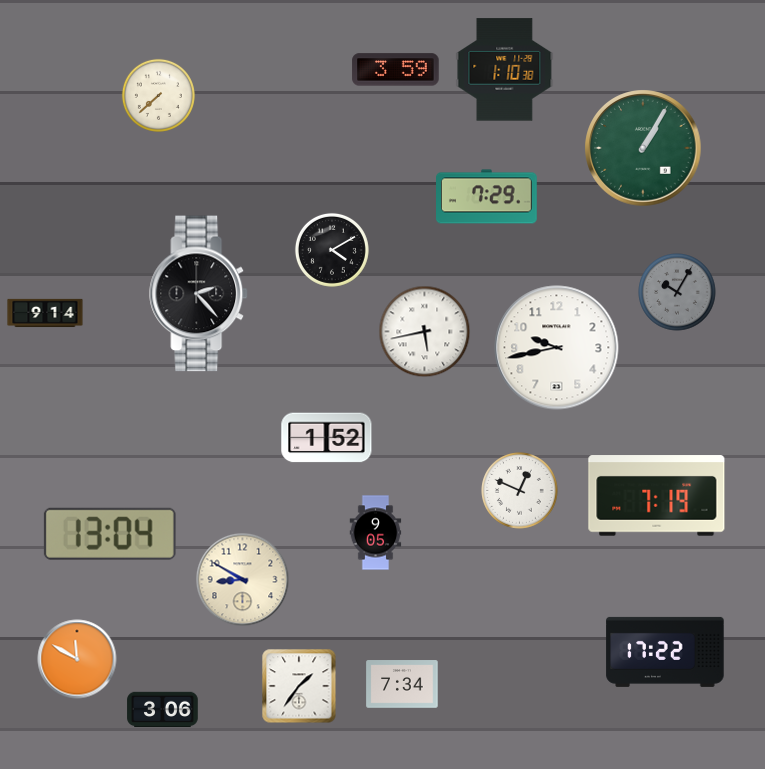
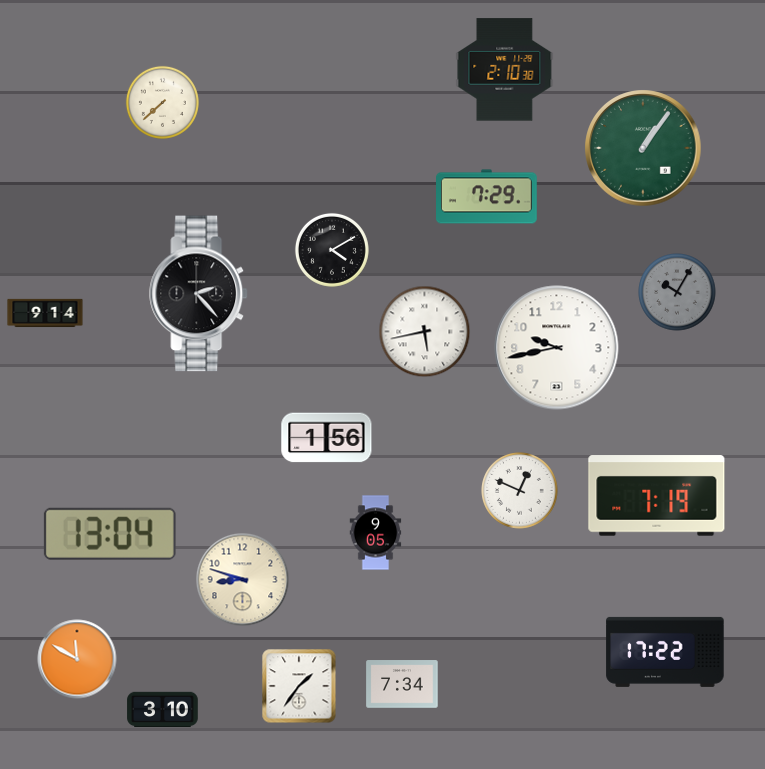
clock at (396, 70): 3:59 -> none
clock at (505, 70): 1:10 -> 2:10
clock at (158, 95) position: (158, 95) -> (162, 102)
clock at (643, 148): 1:05 -> 1:06
clock at (327, 438): 1:52 -> 1:56
clock at (243, 580): 8:50 -> 8:48
clock at (163, 710): 3:06 -> 3:10
